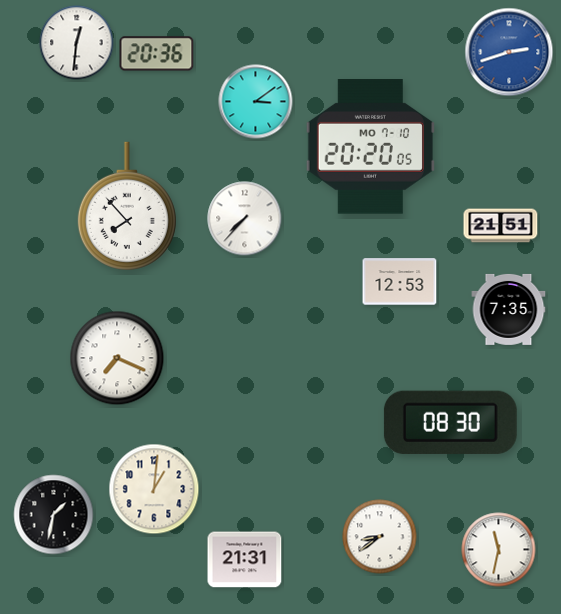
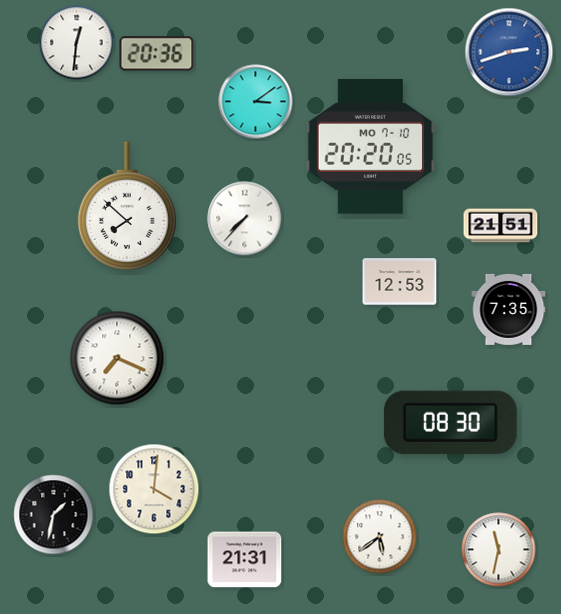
clock at (127, 206): 7:53 -> 7:52
clock at (154, 489): 1:01 -> 4:01
clock at (380, 537): 8:39 -> 5:39
